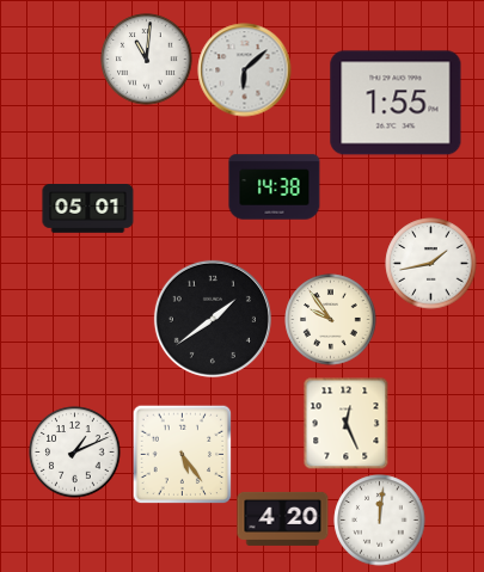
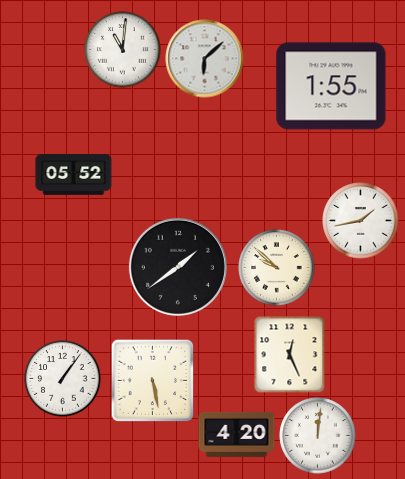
clock at (275, 187): 14:38 -> none
clock at (88, 209): 05:01 -> 05:52
clock at (331, 320): 9:54 -> 9:52
clock at (75, 453): 1:11 -> 1:06
clock at (182, 454): 5:24 -> 5:28
